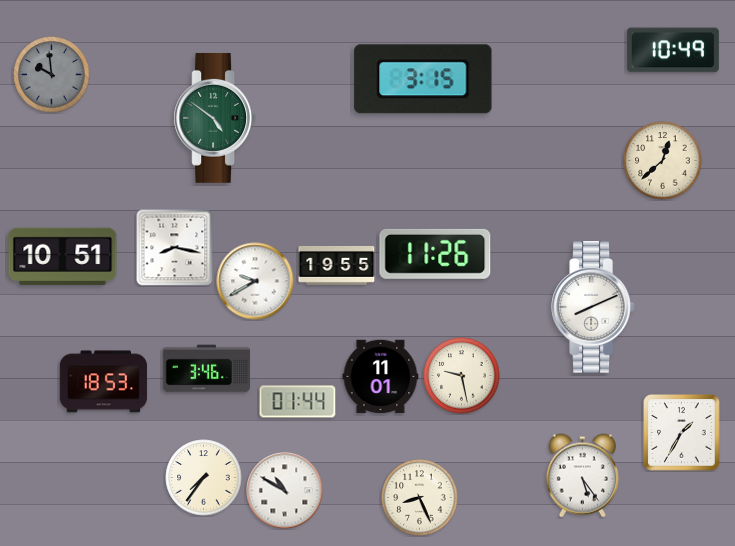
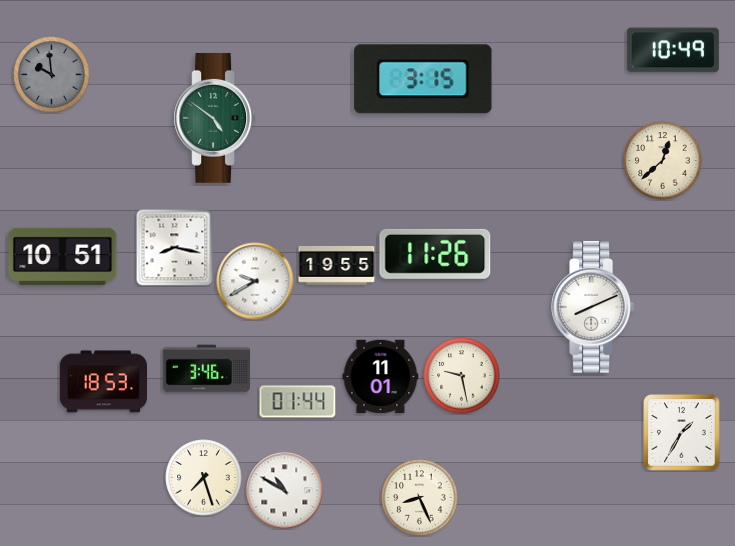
clock at (582, 476): 5:24 -> none
clock at (204, 478): 7:36 -> 7:27
